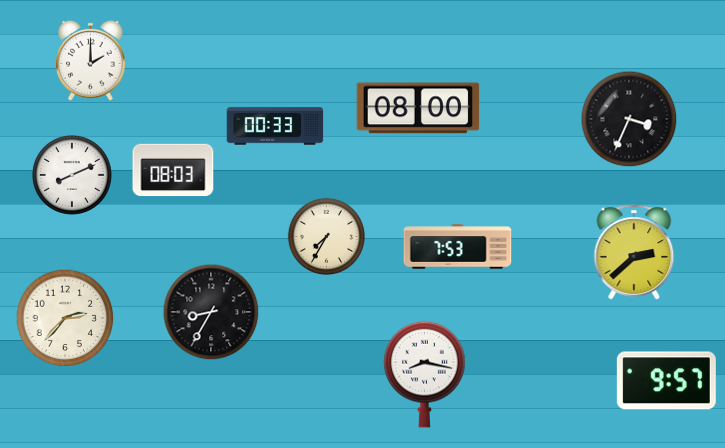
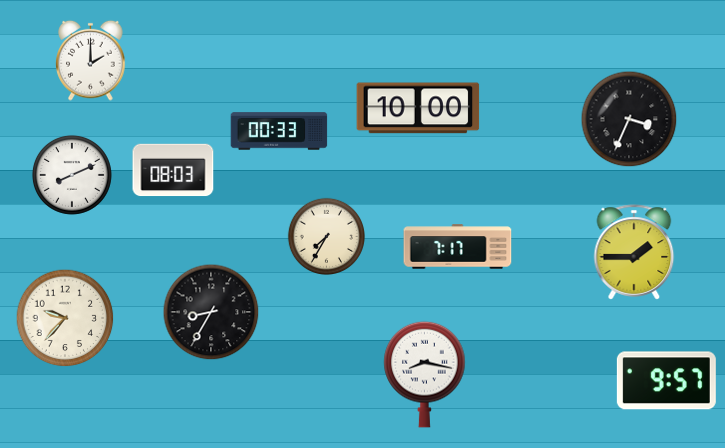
clock at (418, 108): 08:00 -> 10:00
clock at (275, 126) position: (275, 126) -> (279, 131)
clock at (458, 247): 7:53 -> 7:17
clock at (634, 252): 2:38 -> 1:45
clock at (65, 318): 2:37 -> 9:37
